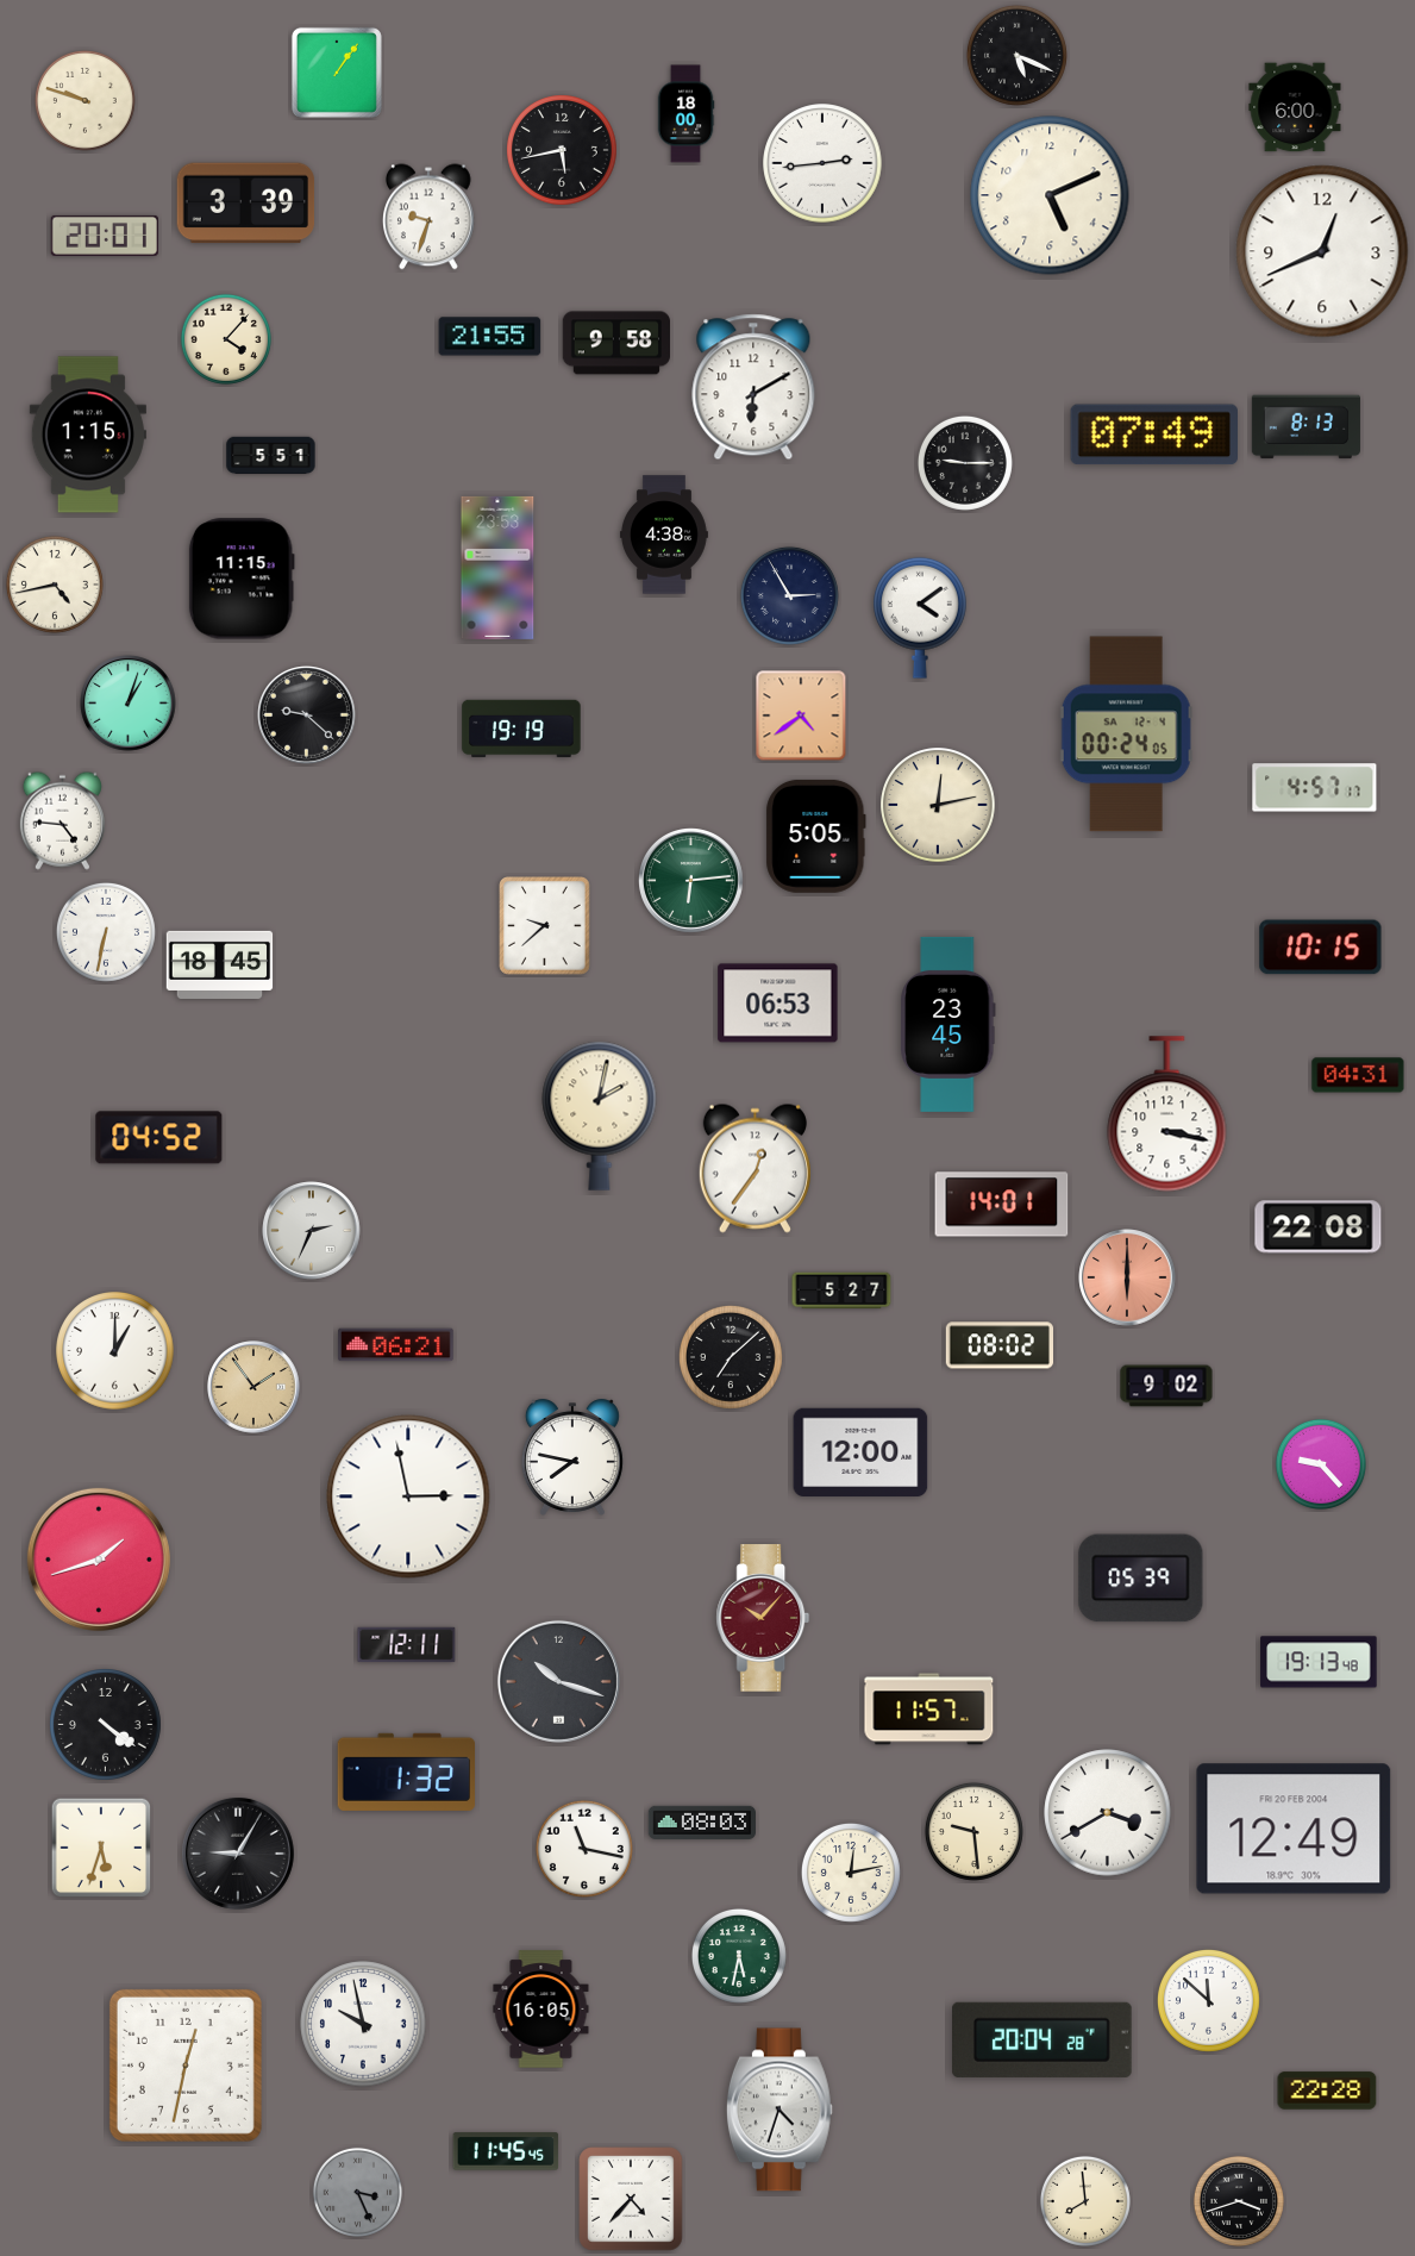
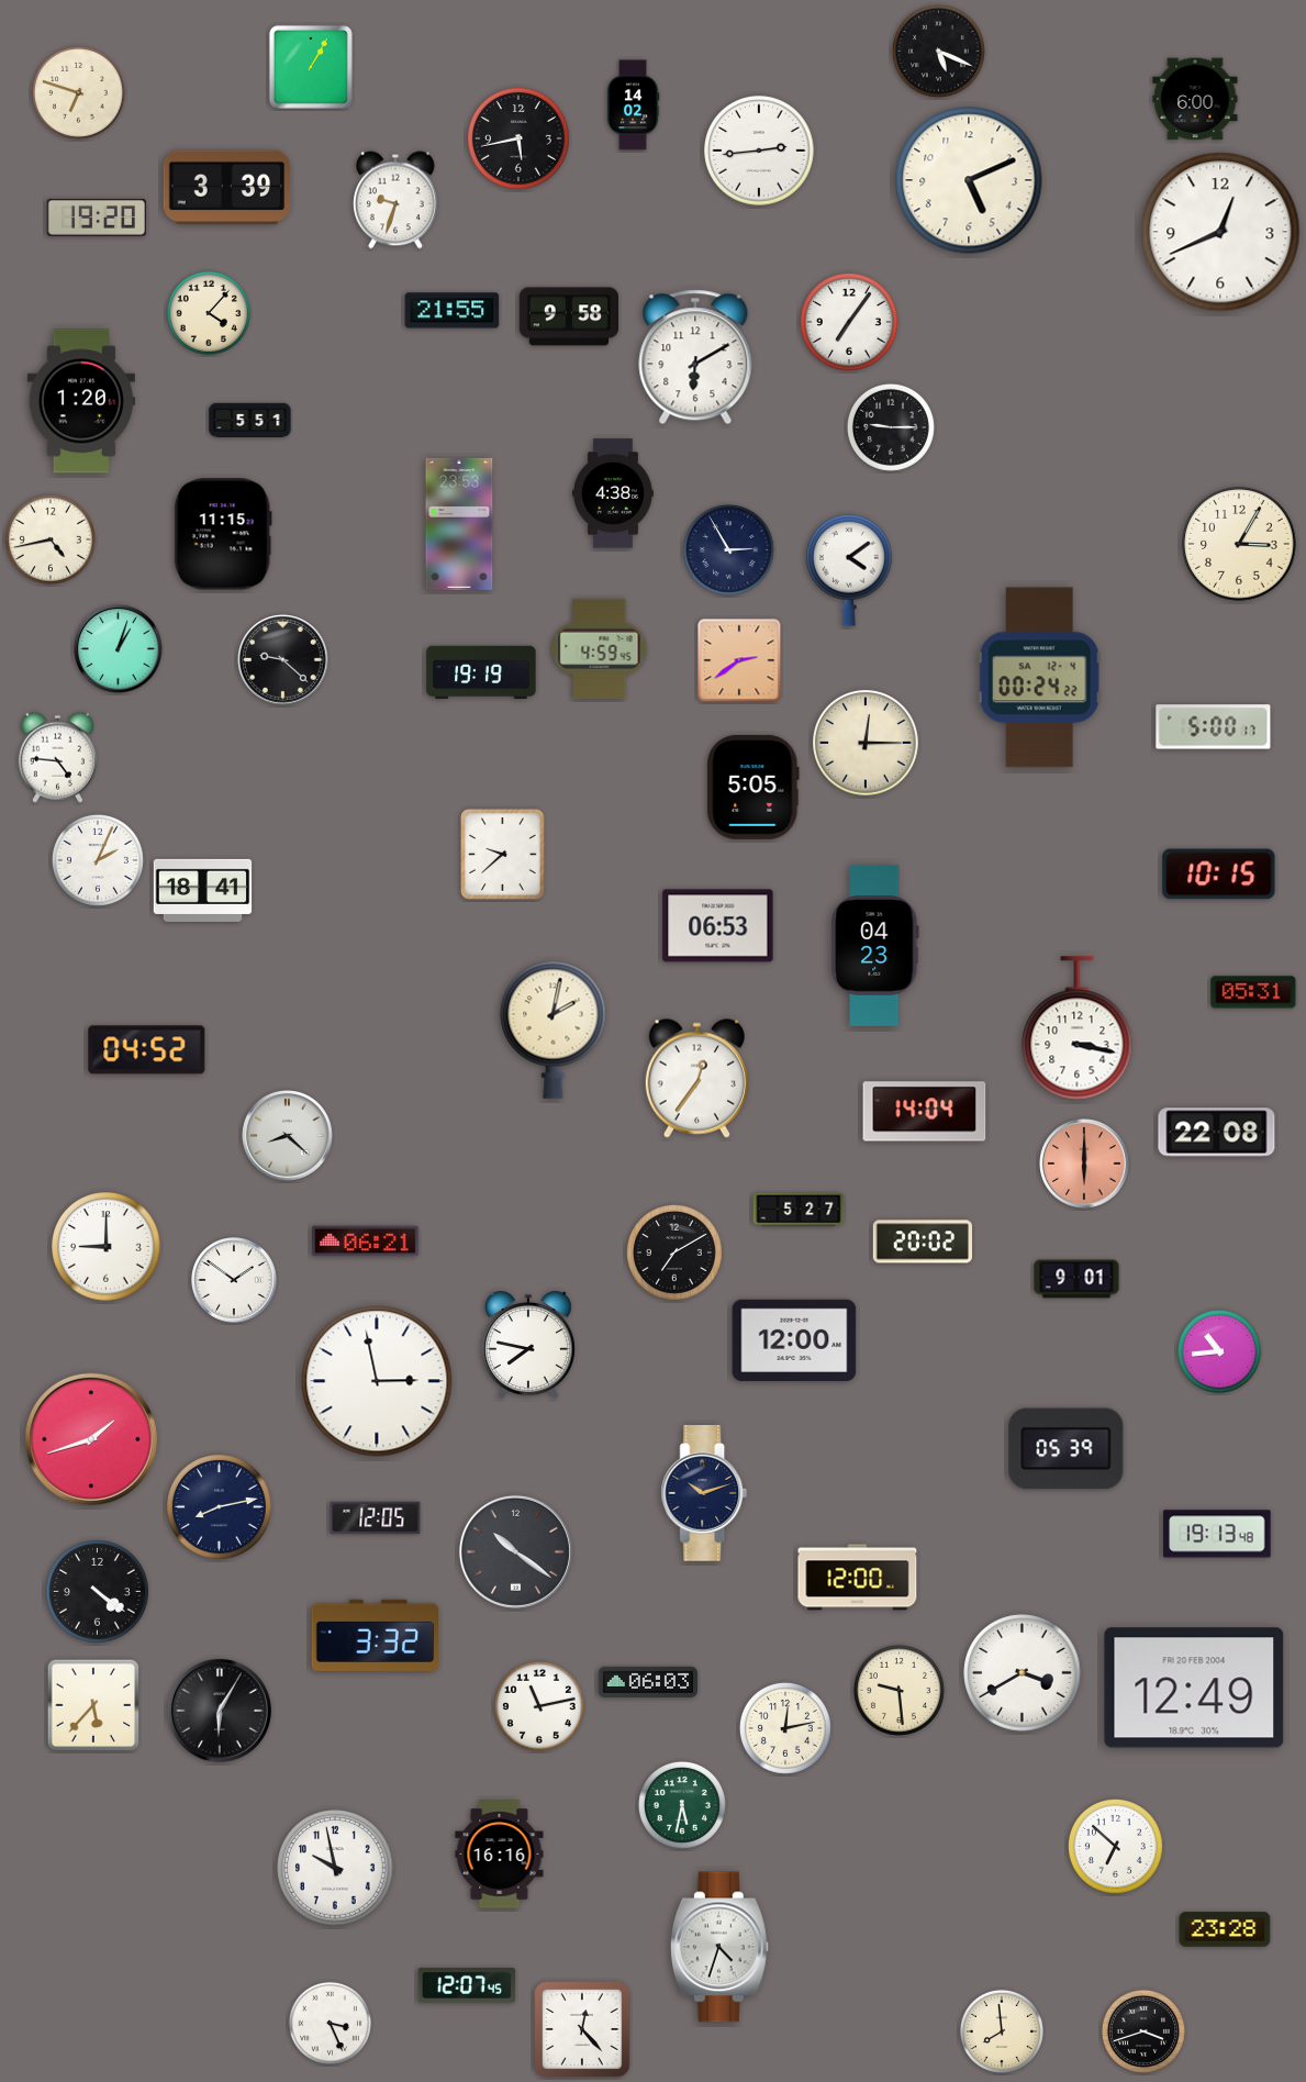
clock at (337, 73): 1:06 -> 1:05
clock at (84, 100): 9:48 -> 6:48
clock at (685, 114): 18:00 -> 14:02
clock at (104, 236): 20:01 -> 19:20
clock at (849, 322): none -> 7:06
clock at (1306, 427): 8:13 -> none
clock at (88, 435): 1:15 -> 1:20
clock at (1153, 435): 07:49 -> none
clock at (1239, 544): none -> 3:05
clock at (600, 648): none -> 4:59
clock at (801, 715): 4:39 -> 2:39
clock at (1126, 735): 00:24:05 -> 00:24:22
clock at (1315, 788): 4:57 -> 5:00
clock at (938, 805): 12:13 -> 12:15
clock at (816, 836) position: (816, 836) -> (754, 787)
clock at (691, 881): 6:14 -> none
clock at (106, 932): 6:32 -> 2:04
clock at (220, 964): 18:45 -> 18:41
clock at (948, 1024): 23:45 -> 04:23
clock at (1358, 1075): 04:31 -> 05:31
clock at (1002, 1205): 14:01 -> 14:04
clock at (312, 1231): 2:34 -> 8:22
clock at (1127, 1277) position: (1127, 1277) -> (1084, 1164)
clock at (841, 1291) position: (841, 1291) -> (799, 1210)
clock at (998, 1345): 08:02 -> 20:02
clock at (115, 1351): 1:00 -> 9:00
clock at (731, 1357): 7:08 -> 7:10
clock at (1166, 1386): 9:02 -> 9:01
clock at (253, 1387): 1:54 -> 1:51
clock at (253, 1387) dial: champagne -> white
clock at (1321, 1464): 9:23 -> 10:44
clock at (1141, 1579) position: (1141, 1579) -> (1067, 1449)
clock at (763, 1618): 10:07 -> 10:12
clock at (763, 1618) dial: burgundy -> navy
clock at (220, 1507): none -> 8:13
clock at (407, 1645): 12:11 -> 12:05
clock at (558, 1681): 10:18 -> 10:21
clock at (929, 1710): 11:57 -> 12:00
clock at (407, 1771): 1:32 -> 3:32
clock at (701, 1823): 08:03 -> 06:03
clock at (101, 1848): 5:33 -> 5:37
clock at (584, 1849): 11:17 -> 11:13
clock at (238, 1854): 9:05 -> 6:05
clock at (1208, 2000): 11:52 -> 6:52
clock at (541, 2010): 16:05 -> 16:16
clock at (1043, 2039): 20:04 -> none
clock at (186, 2066): 12:32 -> none
clock at (1327, 2091): 22:28 -> 23:28
clock at (506, 2151): 11:45 -> 12:07
clock at (357, 2192) dial: grey -> white
clock at (631, 2199): 4:37 -> 12:23
